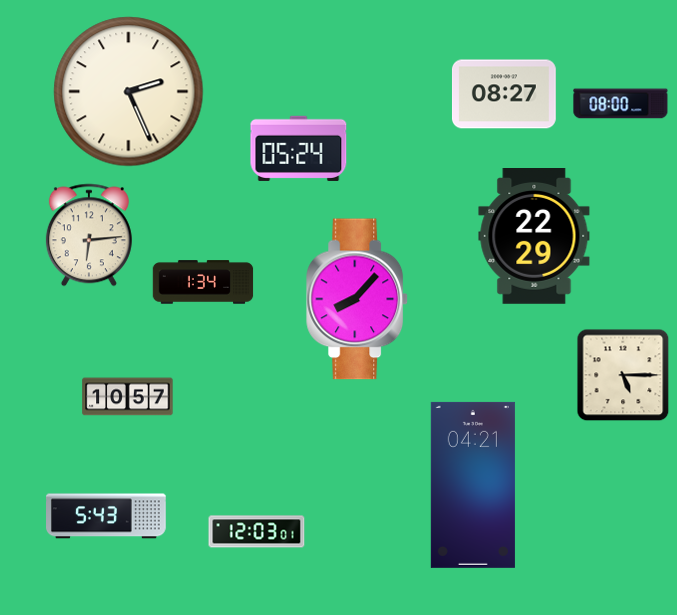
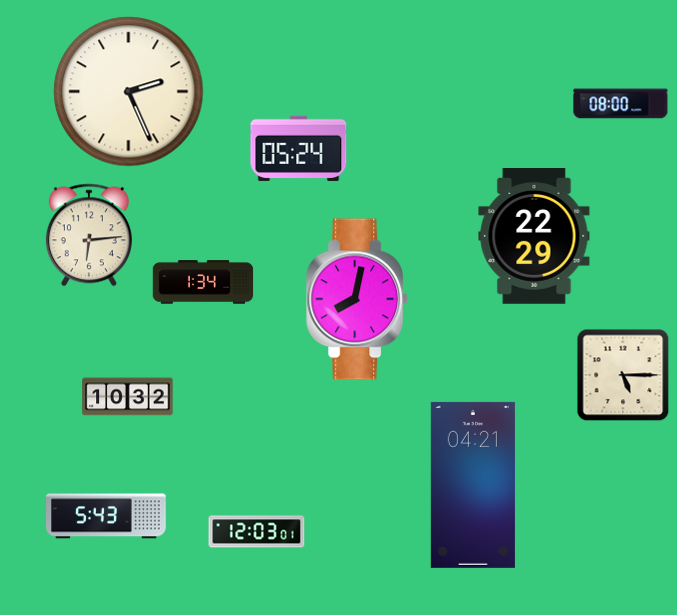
clock at (504, 94): 08:27 -> none
clock at (357, 299): 8:07 -> 8:02
clock at (128, 397): 10:57 -> 10:32
